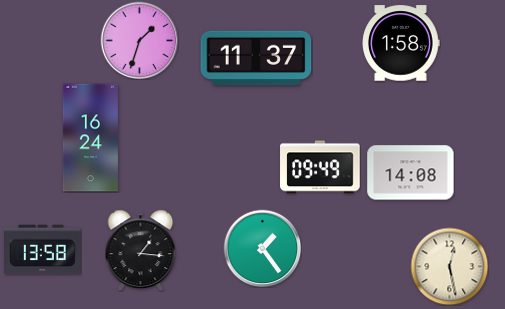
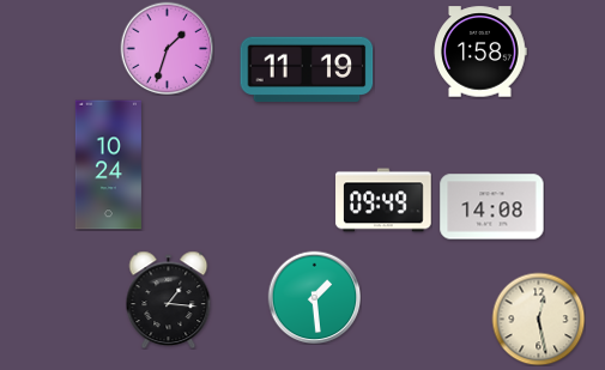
clock at (256, 58): 11:37 -> 11:19
clock at (90, 138): 16:24 -> 10:24
clock at (262, 248): 1:24 -> 1:29
clock at (43, 250): 13:58 -> none
